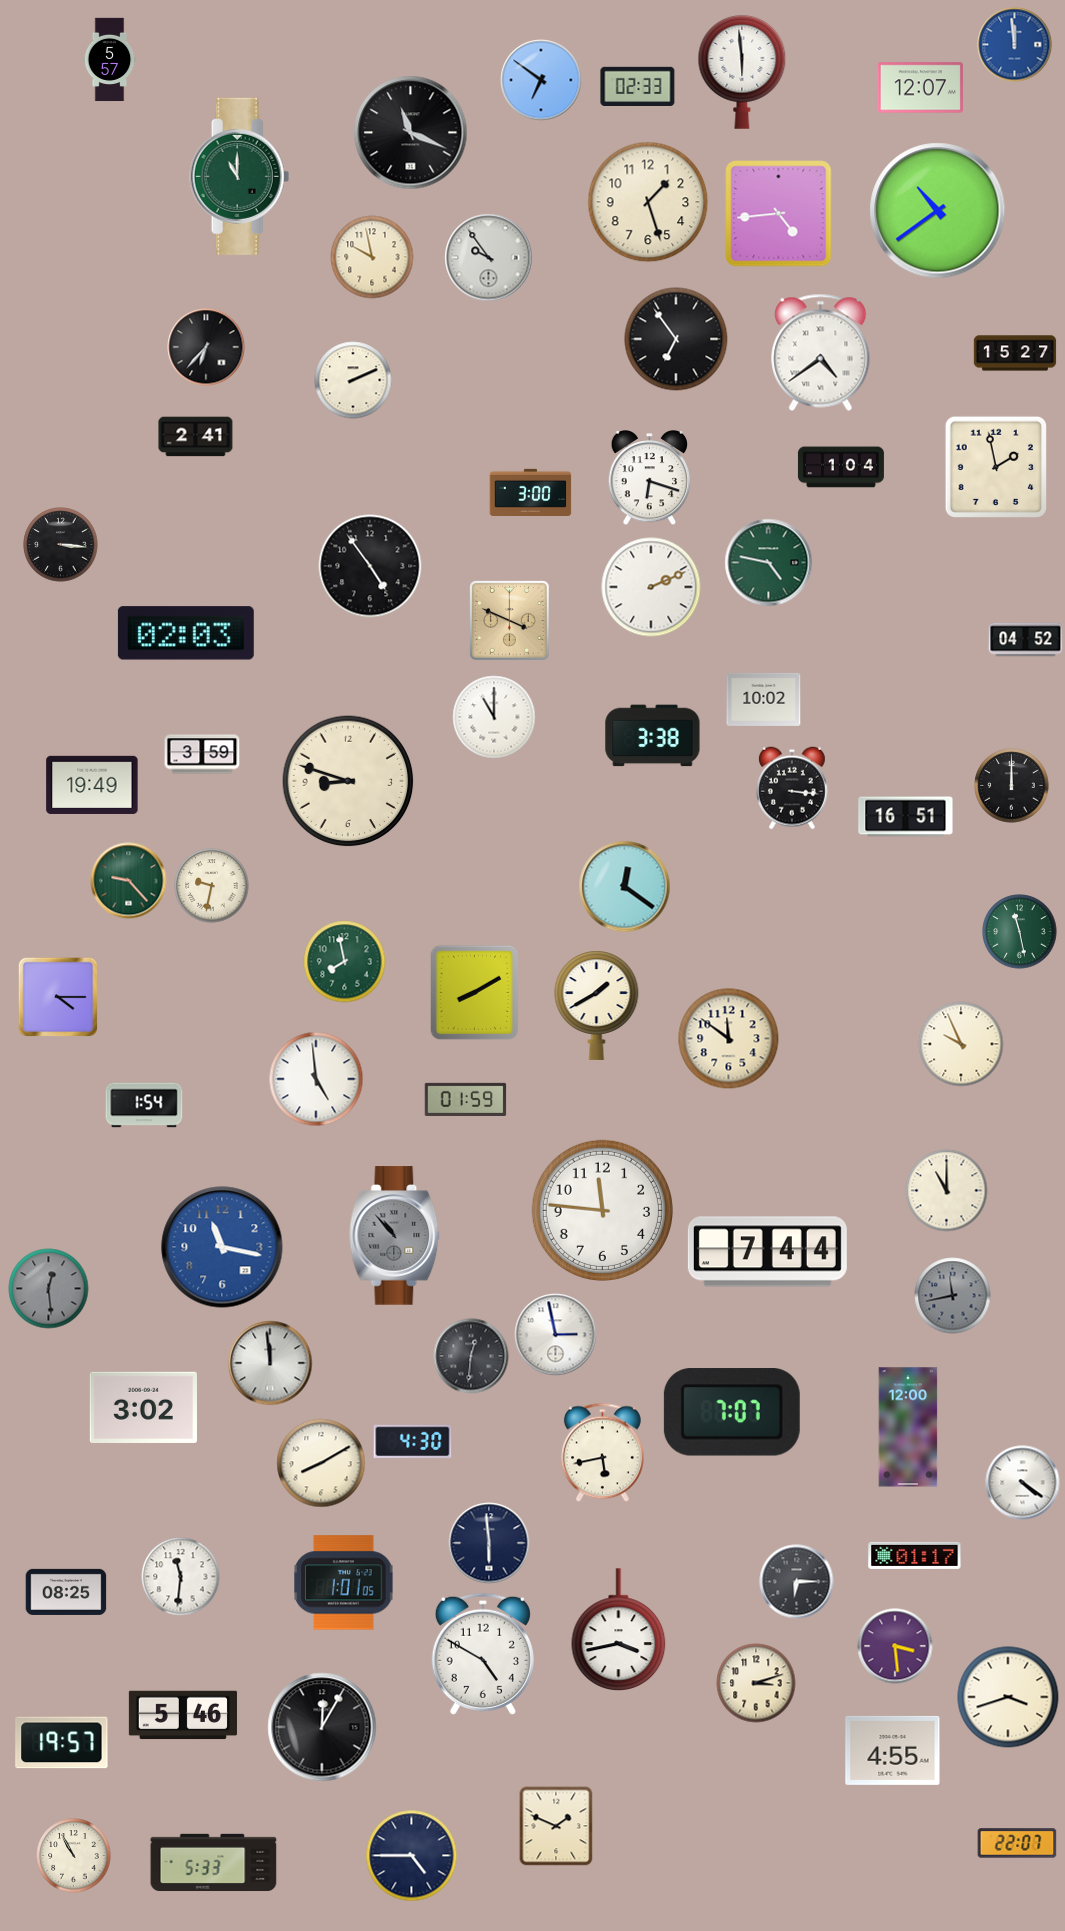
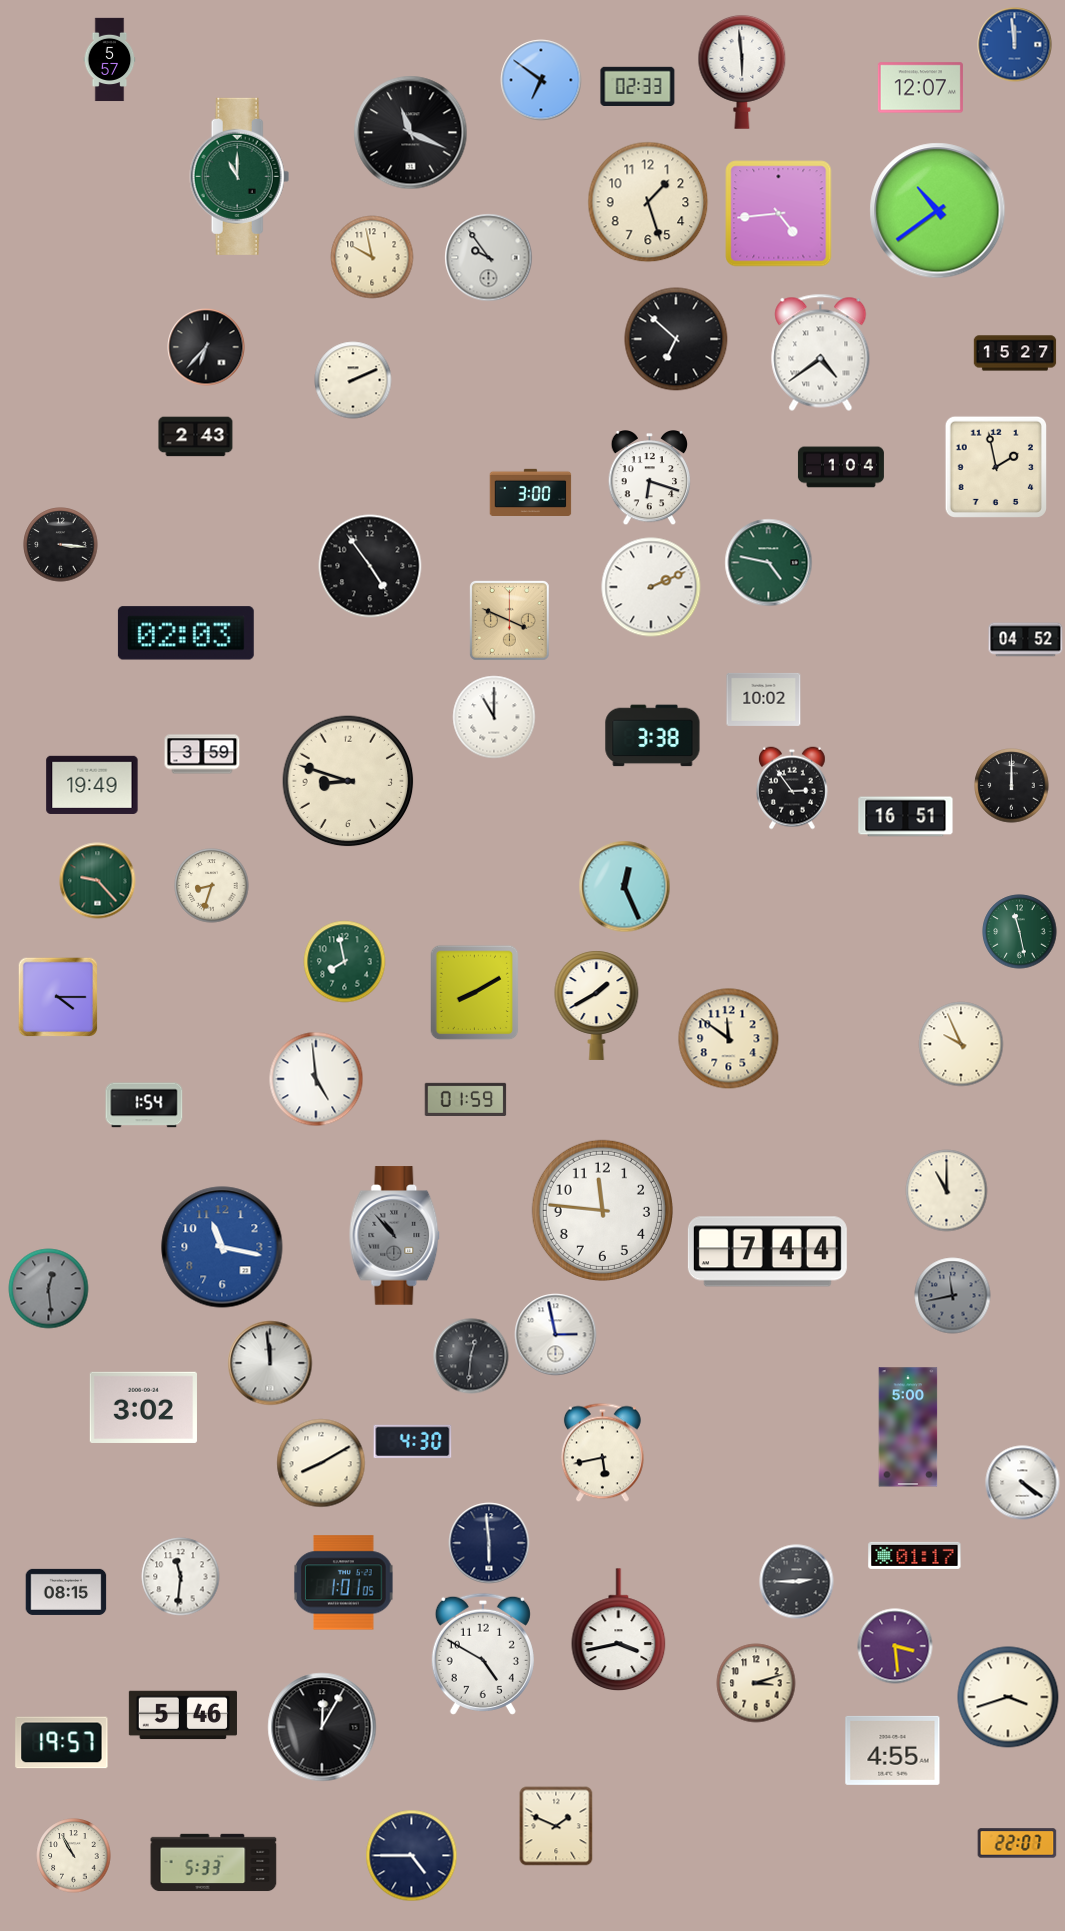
clock at (676, 339): 6:54 -> 6:52
clock at (196, 437): 2:41 -> 2:43
clock at (793, 788): 3:16 -> 2:54
clock at (129, 881) position: (129, 881) -> (98, 881)
clock at (212, 886): 9:32 -> 8:33
clock at (625, 887): 12:21 -> 12:26
clock at (732, 1412): 7:07 -> none
clock at (908, 1427): 12:00 -> 5:00
clock at (797, 1582): 6:15 -> 2:45
clock at (66, 1592): 08:25 -> 08:15
